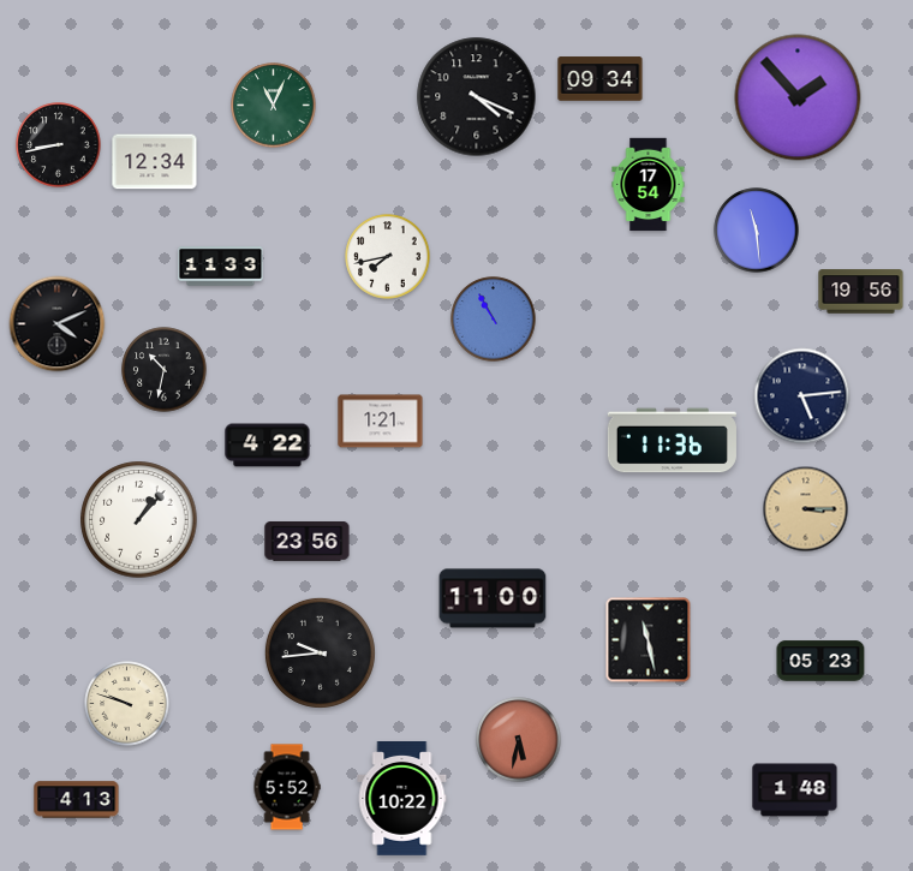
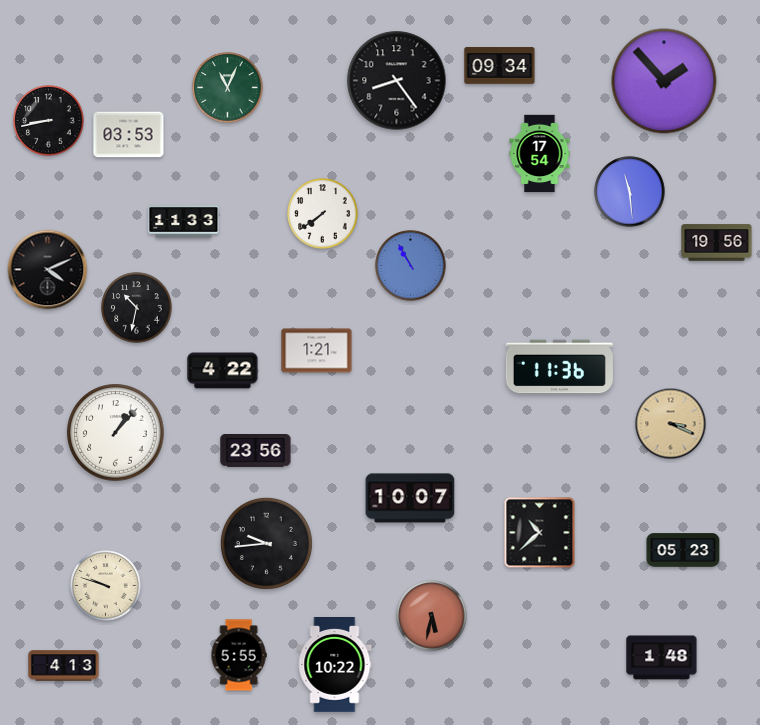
clock at (477, 97): 4:19 -> 8:24
clock at (155, 162): 12:34 -> 03:53
clock at (388, 257): 7:43 -> 7:39
clock at (802, 396): 5:14 -> none
clock at (806, 509): 3:15 -> 3:19
clock at (493, 598): 11:00 -> 10:07
clock at (649, 640): 11:28 -> 10:38
clock at (287, 787): 5:52 -> 5:55
